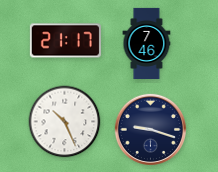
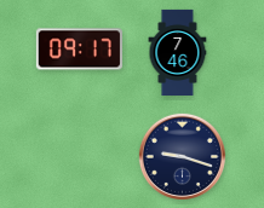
clock at (65, 41): 21:17 -> 09:17
clock at (65, 122): 10:26 -> none
